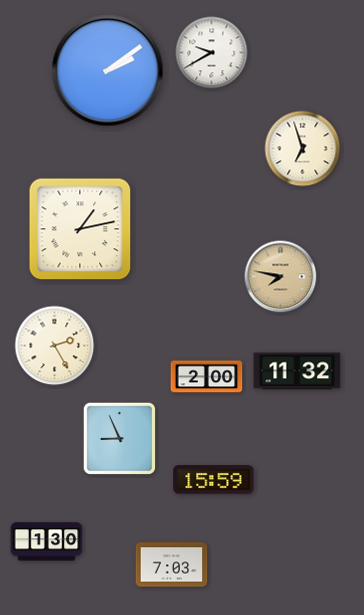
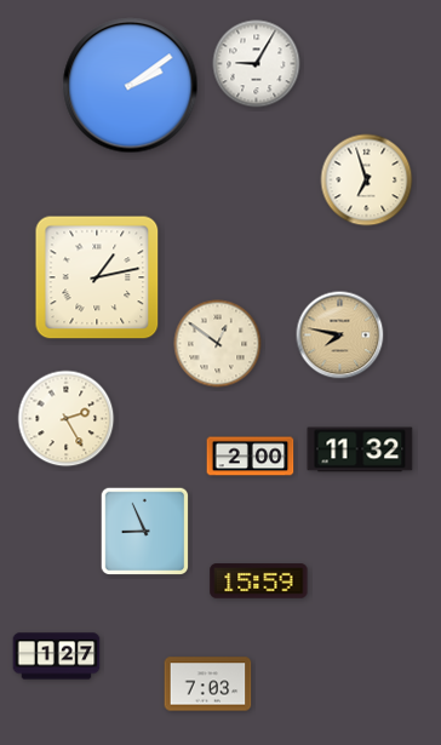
clock at (212, 53): 9:40 -> 9:05
clock at (218, 344): none -> 12:51
clock at (47, 542): 1:30 -> 1:27
